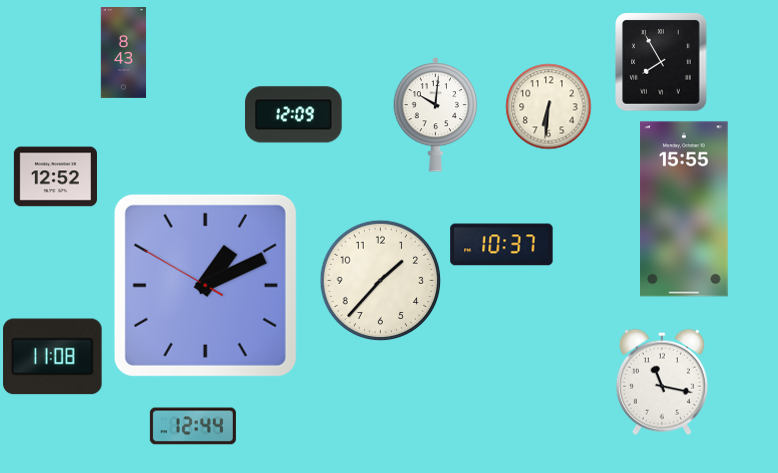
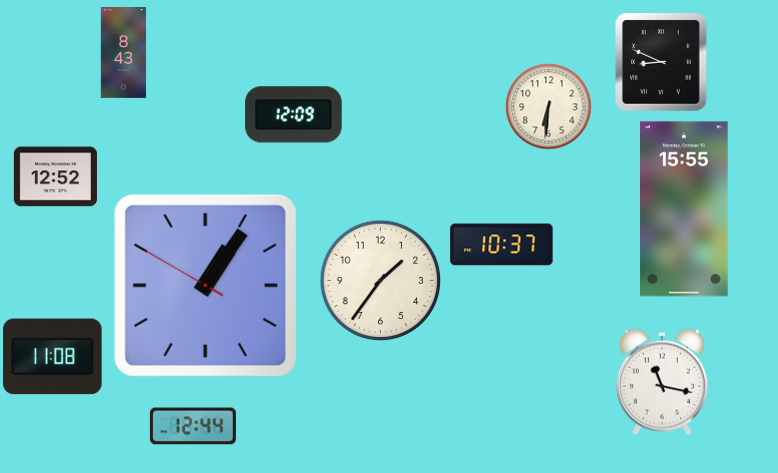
clock at (661, 62): 7:55 -> 8:49
clock at (436, 115): 10:01 -> none
clock at (380, 280): 1:37 -> 1:36
clock at (205, 285): 1:10 -> 1:05
